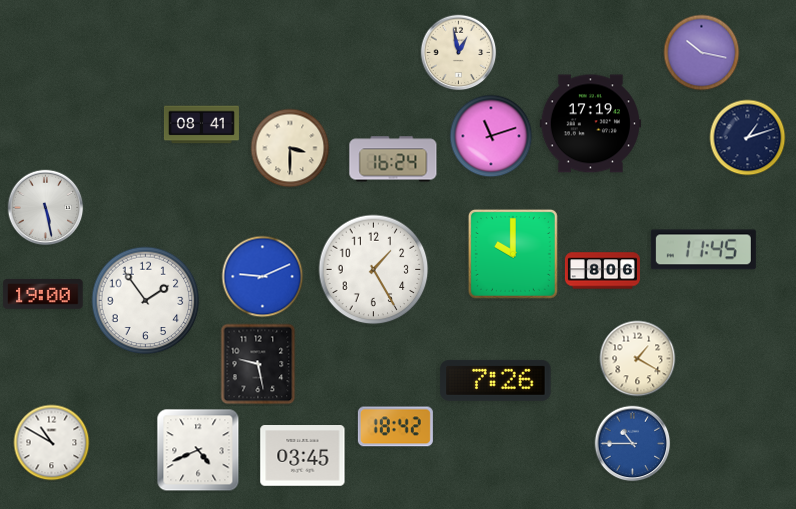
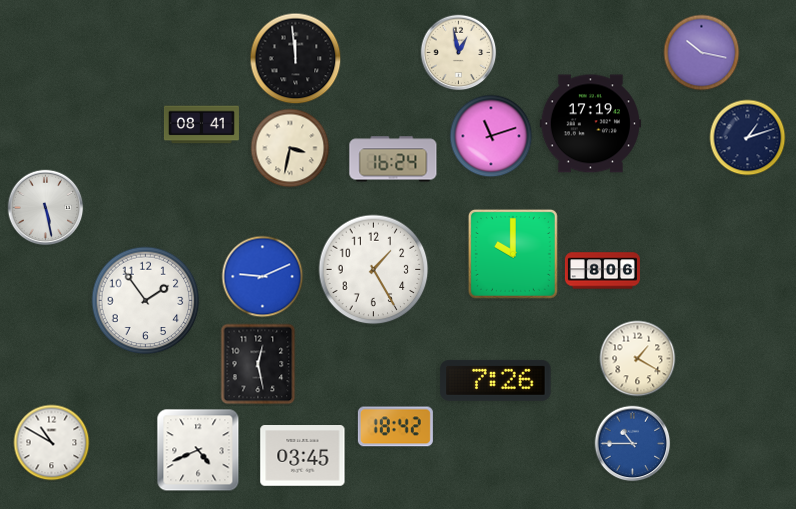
clock at (296, 59): none -> 11:59
clock at (290, 148): 3:30 -> 3:32
clock at (703, 250): 11:45 -> none
clock at (43, 294): 19:00 -> none
clock at (258, 364): 9:28 -> 12:28
